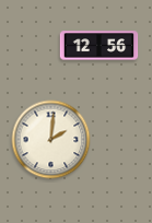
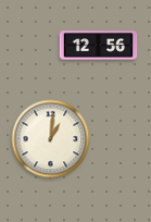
clock at (51, 140): 2:01 -> 1:01
